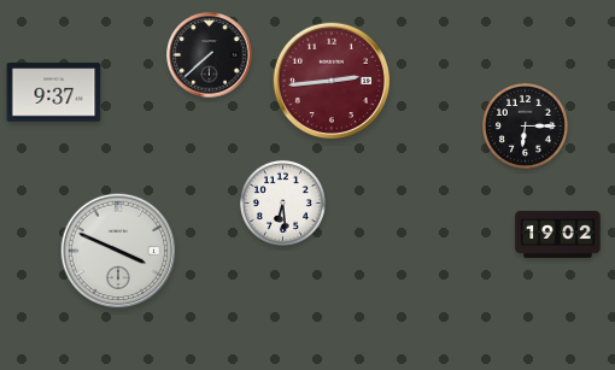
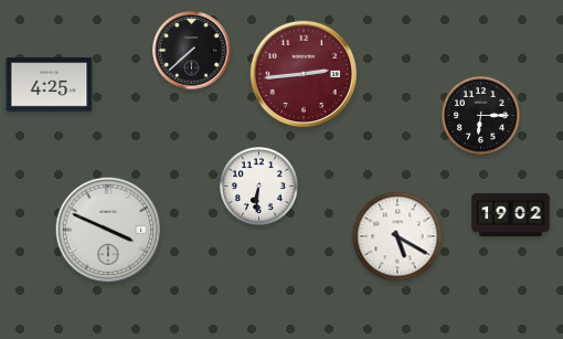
clock at (54, 93): 9:37 -> 4:25
clock at (282, 202): 6:29 -> 6:31
clock at (397, 236): none -> 5:20
